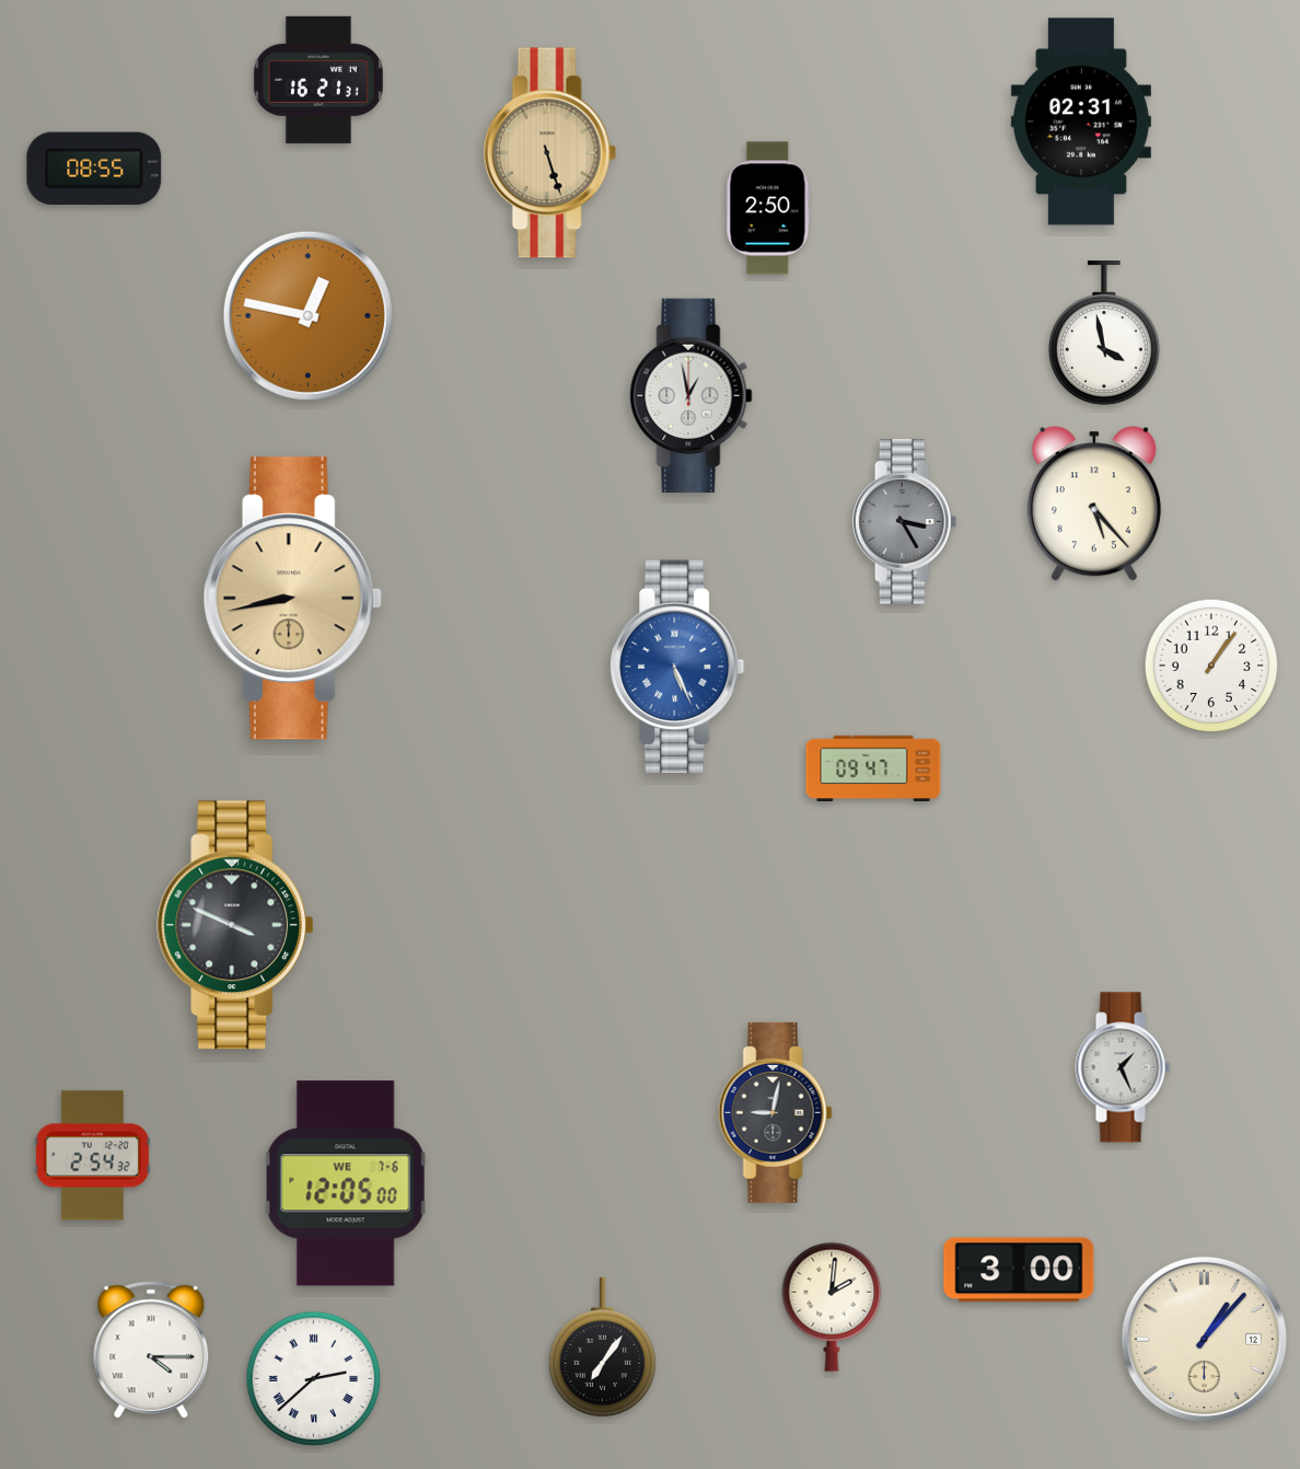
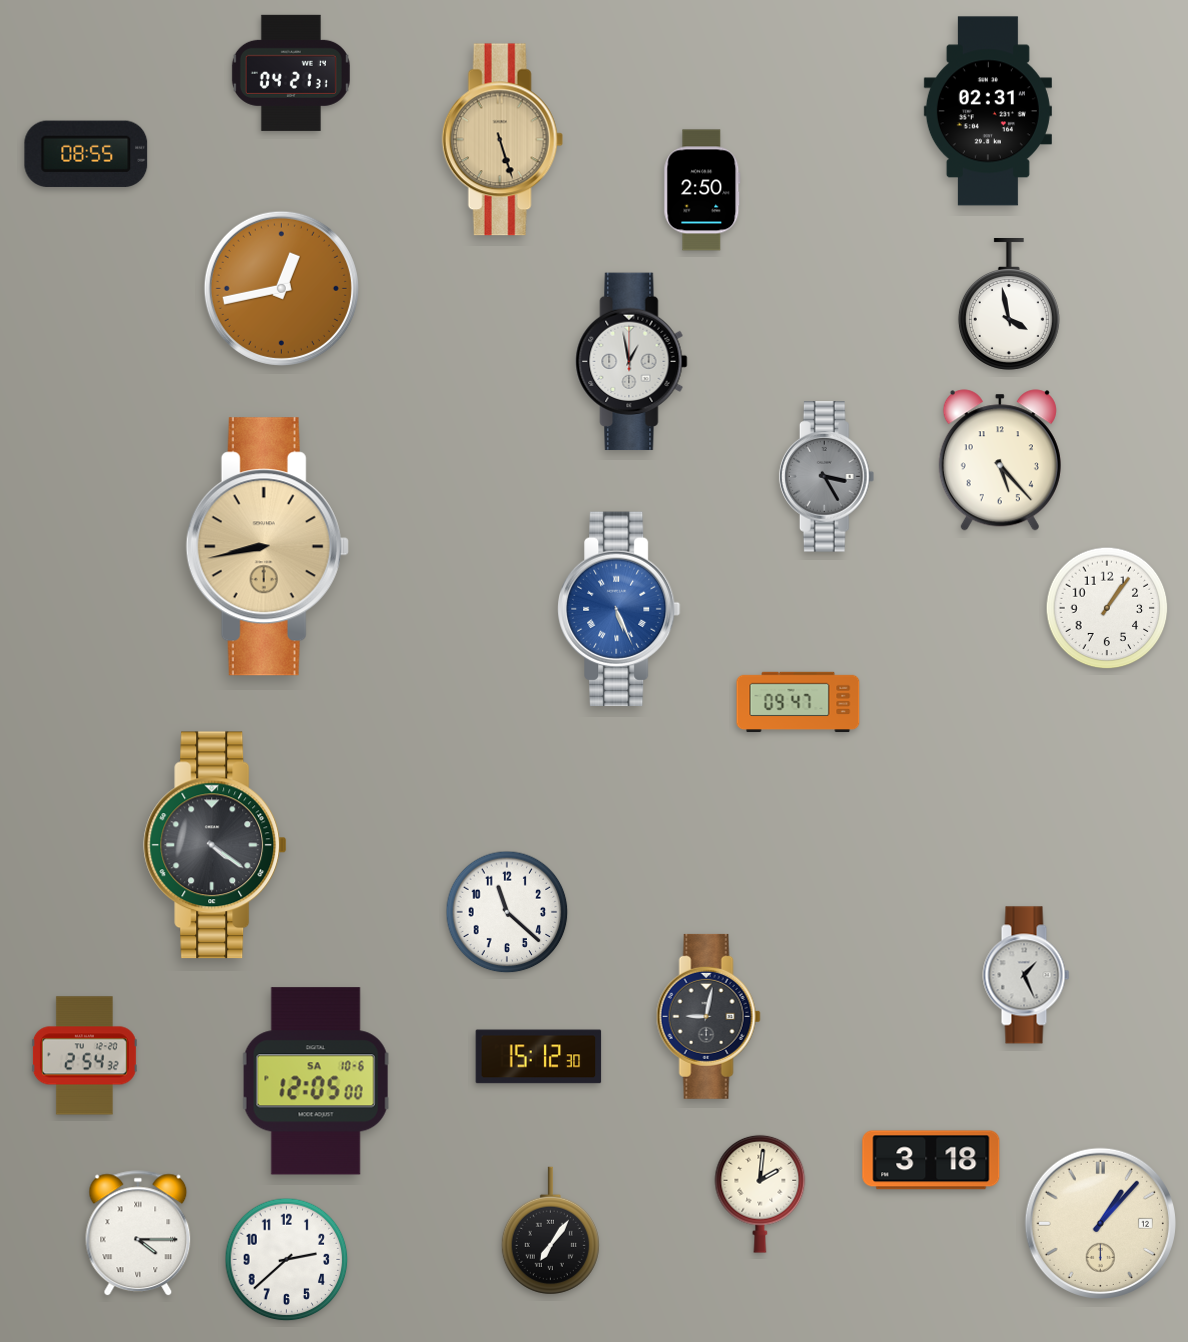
clock at (318, 80): 16:21 -> 04:21
clock at (307, 315): 12:47 -> 12:43
clock at (235, 925): 3:49 -> 4:21
clock at (507, 912): none -> 11:22
clock at (539, 1057): none -> 15:12
clock at (346, 1183) date: WE 7-6 -> SA 10-6
clock at (1019, 1270): 3:00 -> 3:18
clock at (314, 1379) numerals: Roman -> Arabic
